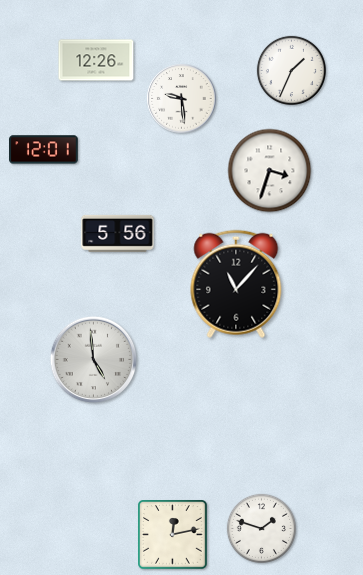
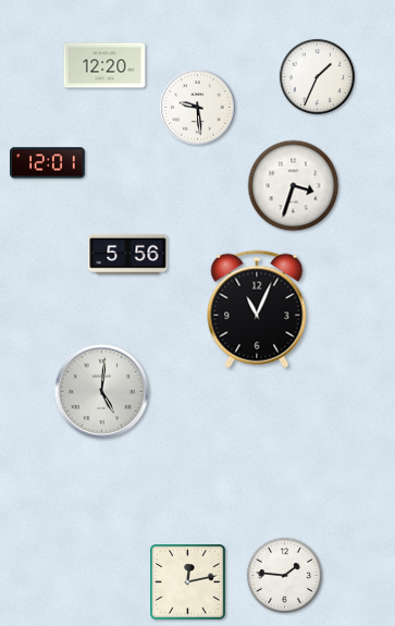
clock at (96, 60): 12:26 -> 12:20
clock at (236, 284): 11:07 -> 11:04
clock at (94, 360): 4:59 -> 5:01
clock at (261, 528): 1:48 -> 1:46
